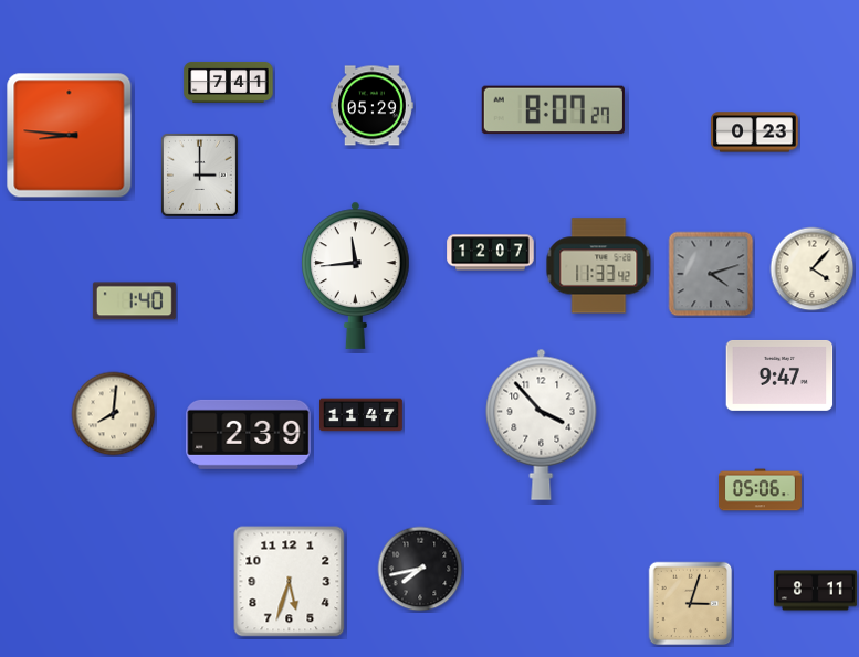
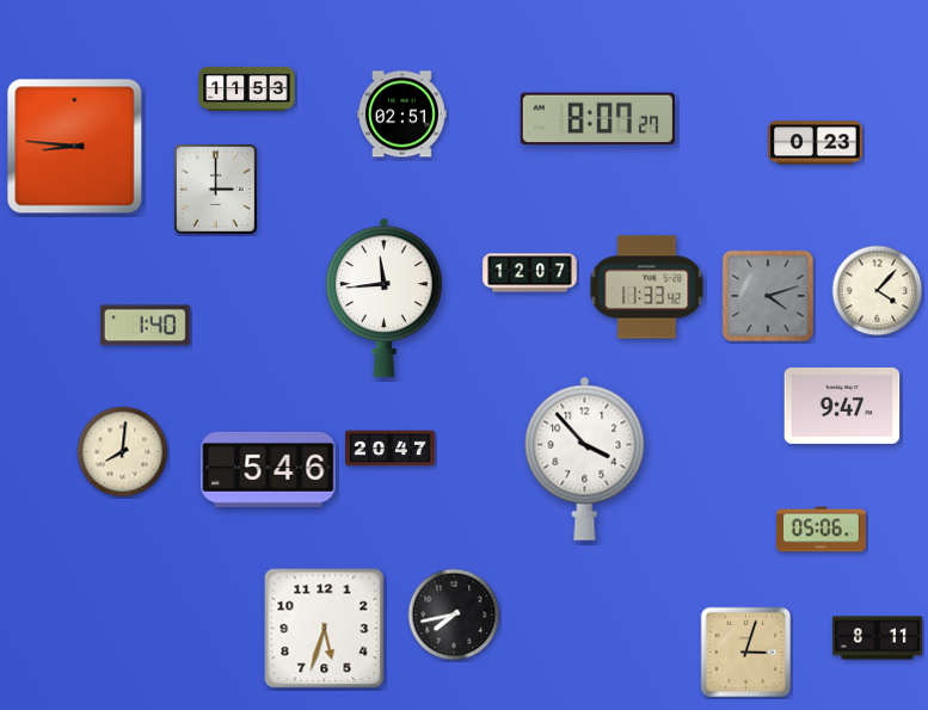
clock at (229, 82): 7:41 -> 11:53
clock at (371, 106): 05:29 -> 02:51
clock at (114, 414) position: (114, 414) -> (123, 452)
clock at (362, 415): 11:47 -> 20:47
clock at (249, 434): 2:39 -> 5:46
clock at (290, 582) position: (290, 582) -> (325, 629)
clock at (815, 591) position: (815, 591) -> (877, 638)
